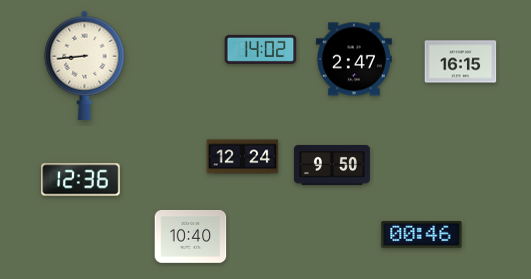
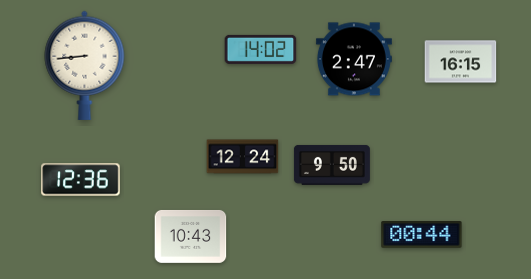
clock at (422, 235): 00:46 -> 00:44
clock at (191, 236): 10:40 -> 10:43
